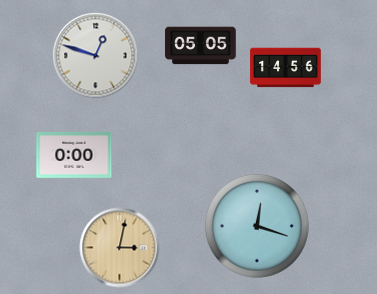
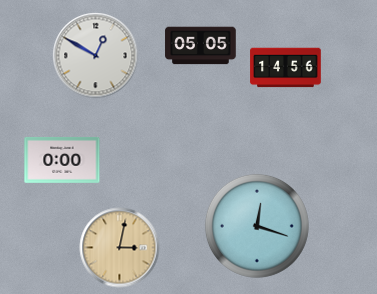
clock at (96, 56): 12:48 -> 12:50
clock at (74, 155) position: (74, 155) -> (62, 160)
